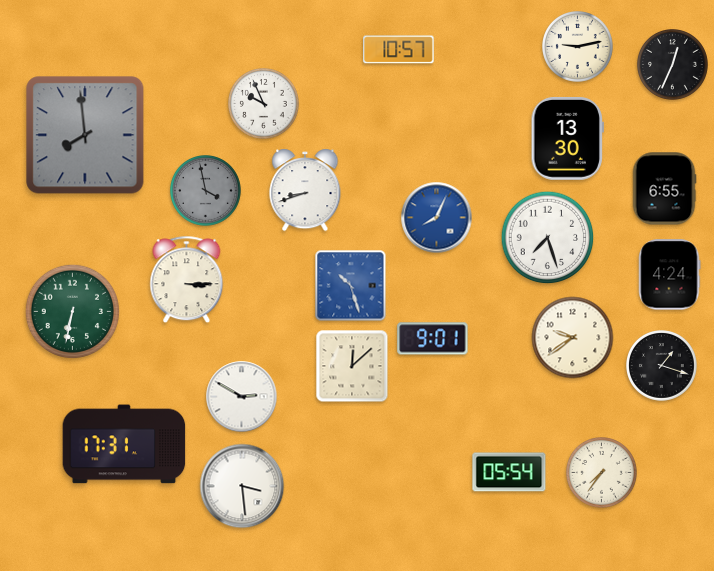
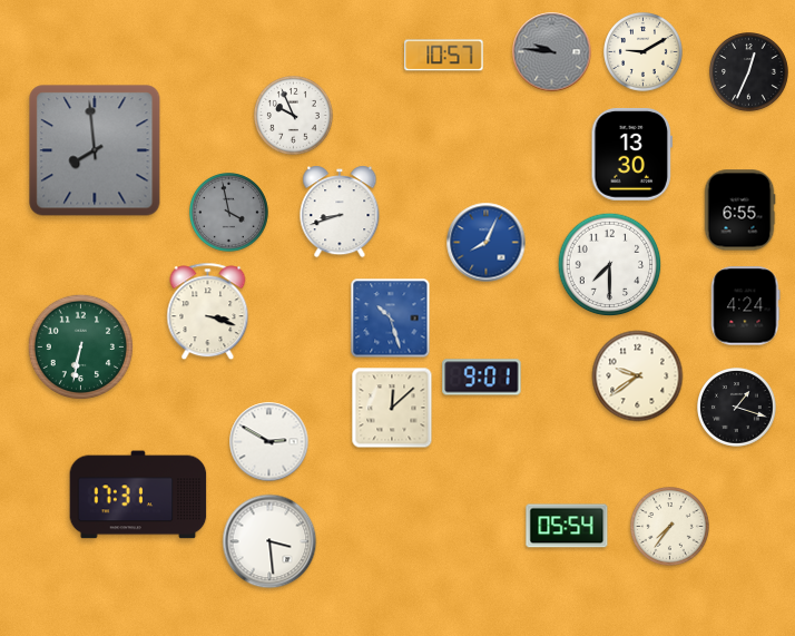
clock at (552, 52): none -> 9:46
clock at (578, 47): 9:13 -> 9:10
clock at (548, 238): 7:27 -> 7:30
clock at (187, 280): 3:15 -> 3:18
